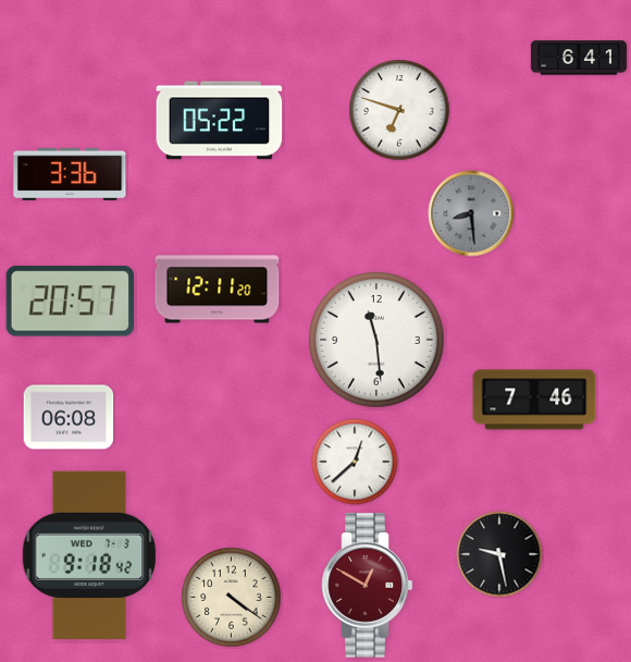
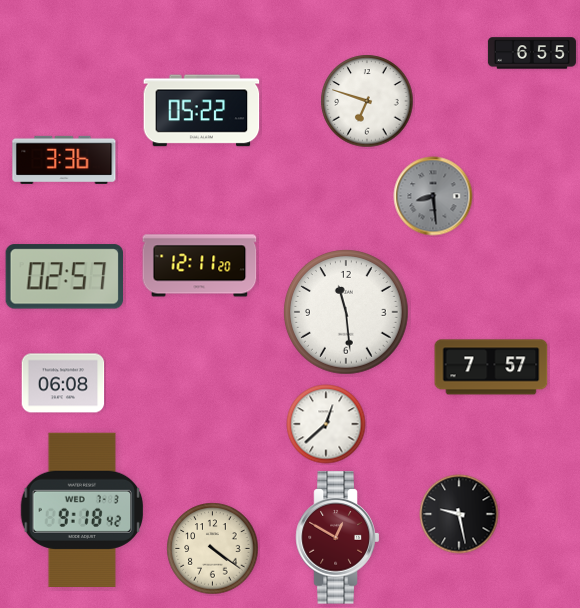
clock at (579, 58): 6:41 -> 6:55
clock at (70, 302): 20:57 -> 02:57
clock at (534, 400): 7:46 -> 7:57
clock at (499, 554) position: (499, 554) -> (459, 514)
